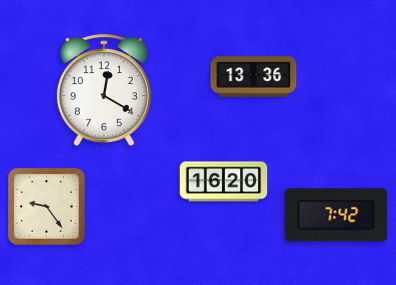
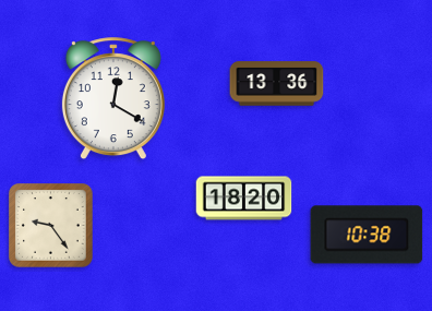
clock at (224, 182): 16:20 -> 18:20
clock at (336, 215): 7:42 -> 10:38
